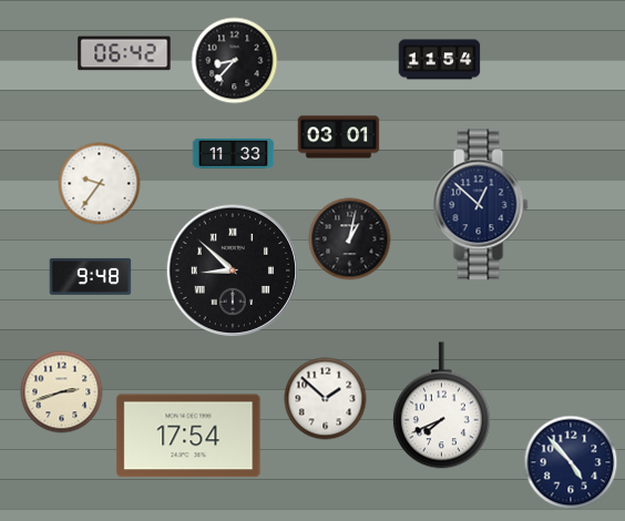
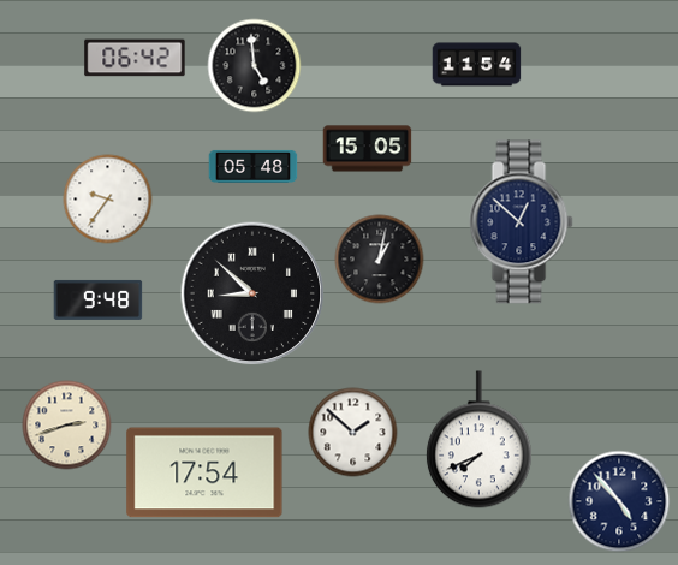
clock at (235, 61): 8:37 -> 4:59
clock at (339, 137): 03:01 -> 15:05
clock at (234, 153): 11:33 -> 05:48
